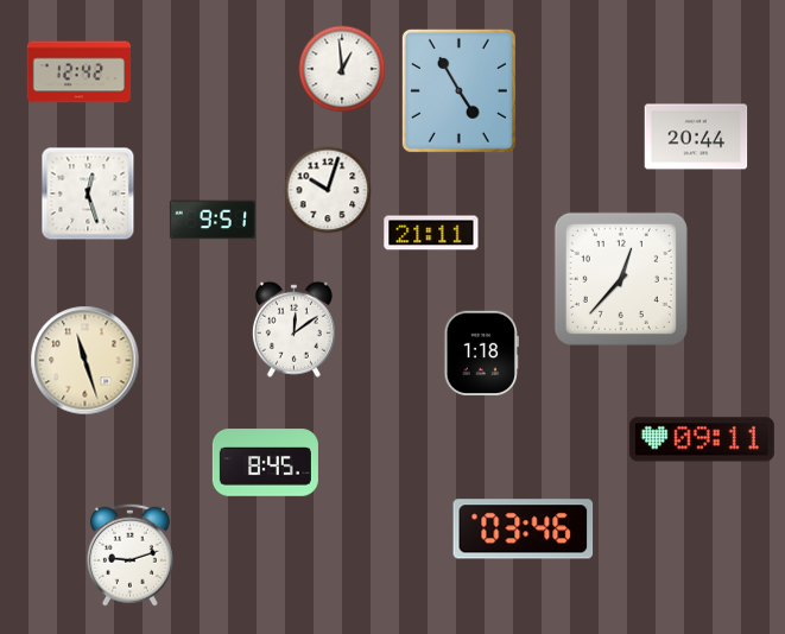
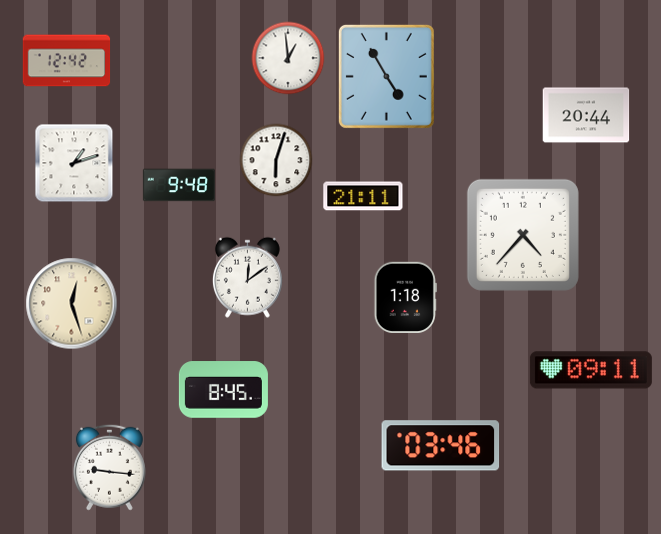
clock at (328, 190): 10:03 -> 6:03
clock at (88, 194): 12:27 -> 1:12
clock at (213, 220): 9:51 -> 9:48
clock at (621, 279): 12:37 -> 4:37
clock at (86, 361): 11:27 -> 12:27
clock at (129, 554): 9:12 -> 9:16
